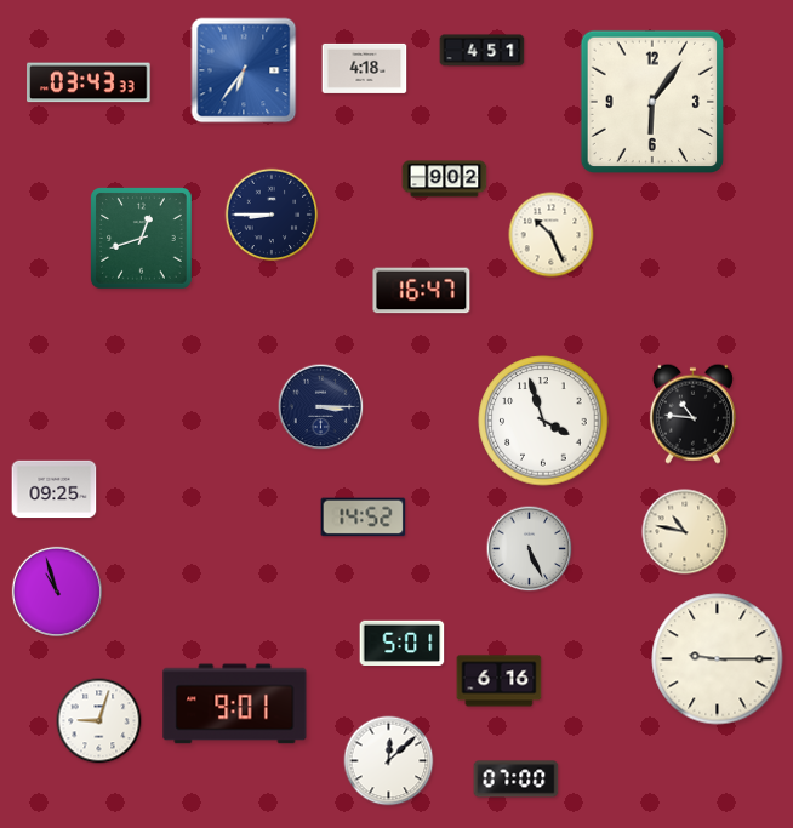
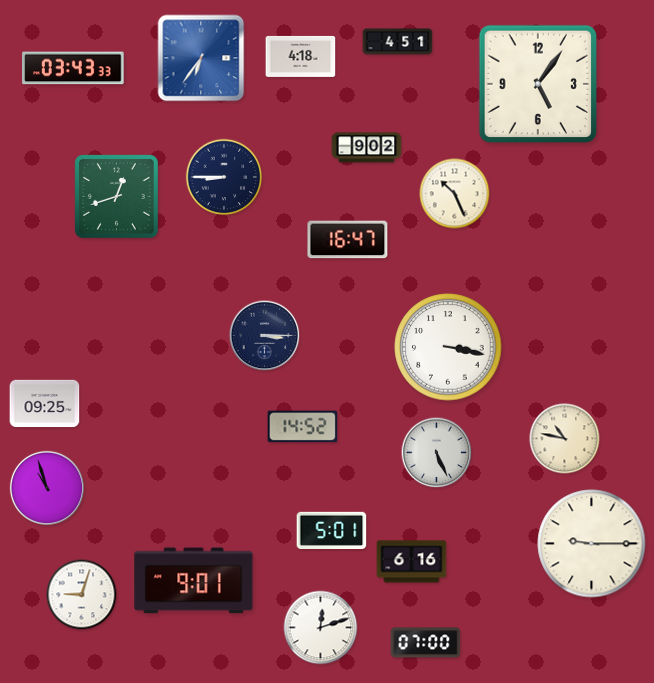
clock at (651, 101): 6:06 -> 5:06
clock at (692, 413): 10:46 -> none
clock at (543, 421): 3:57 -> 3:17
clock at (364, 518) position: (364, 518) -> (303, 427)
clock at (389, 761): 12:08 -> 12:12
